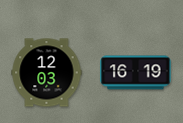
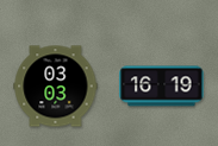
clock at (47, 73): 12:03 -> 03:03
